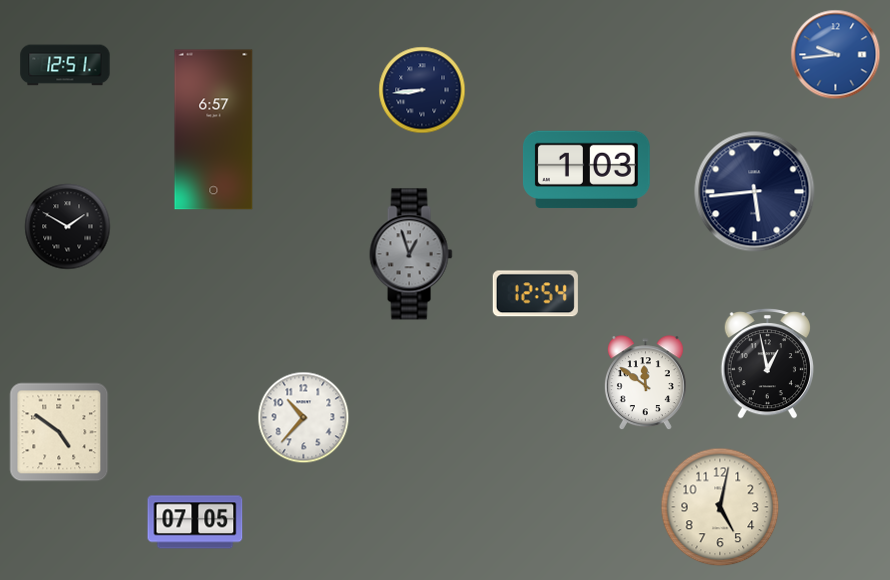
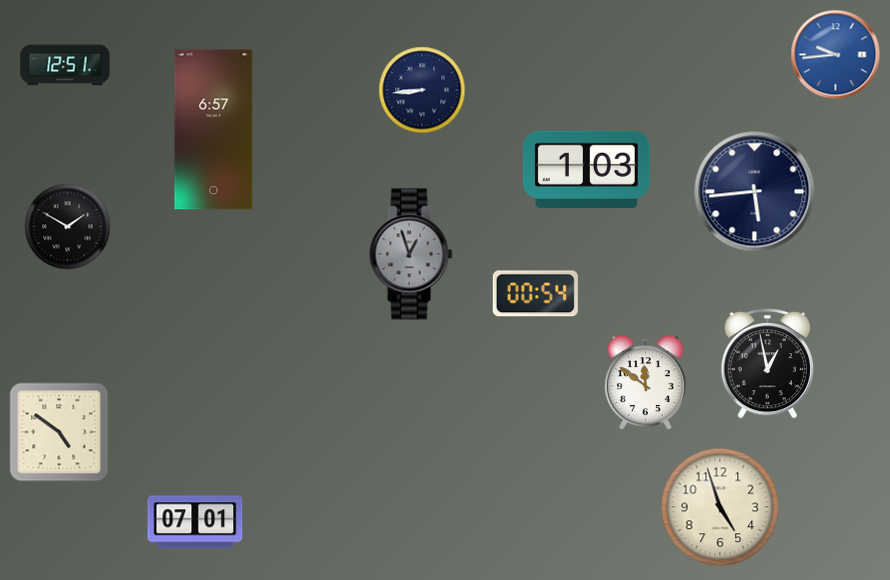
clock at (535, 294): 12:54 -> 00:54
clock at (304, 418): 10:37 -> none
clock at (720, 507): 5:02 -> 4:57
clock at (195, 522): 07:05 -> 07:01
